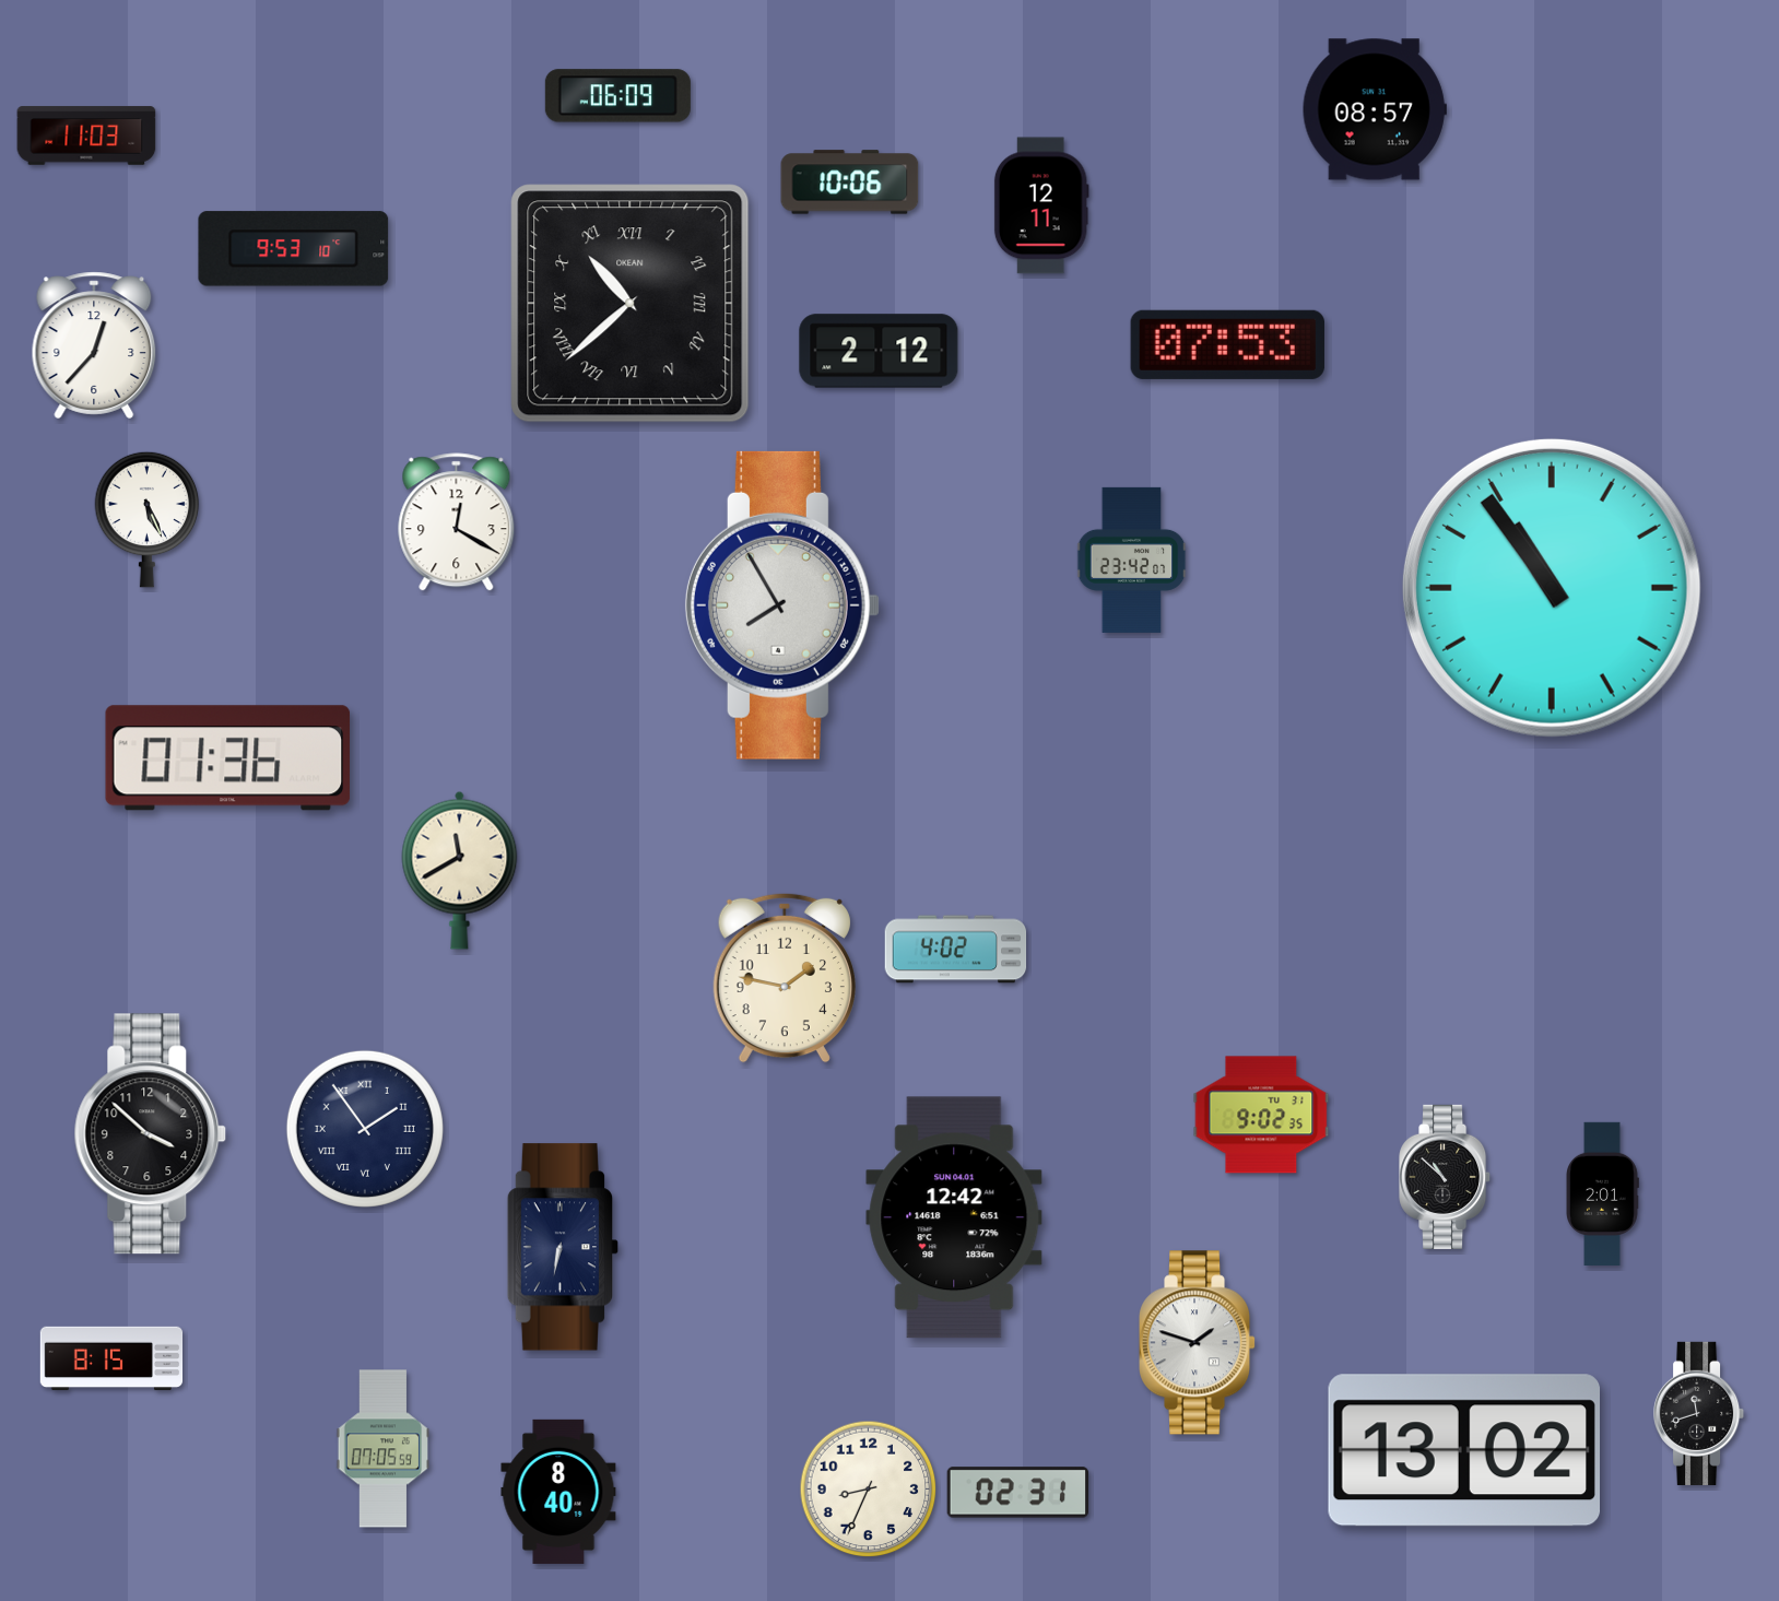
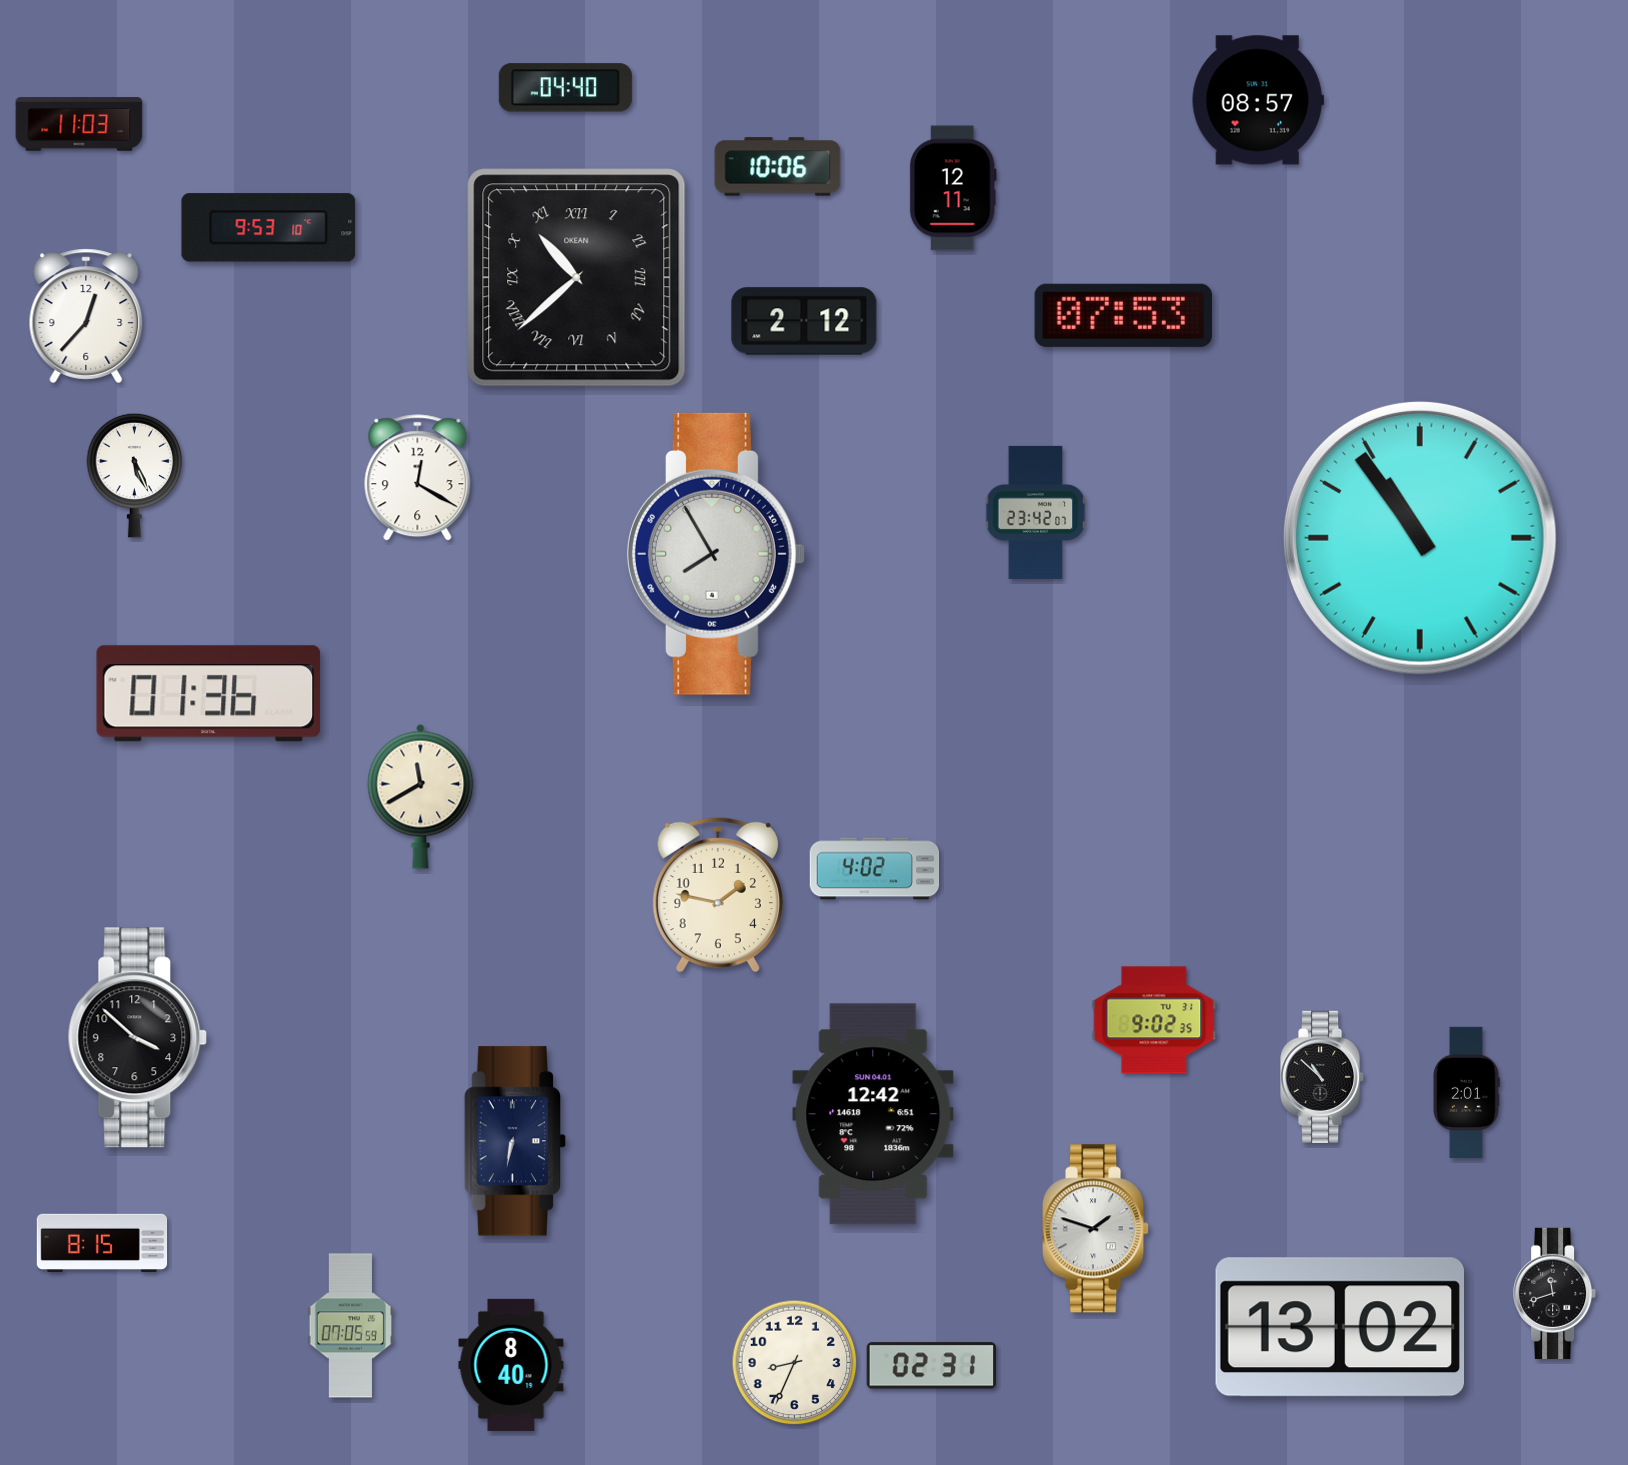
clock at (617, 96): 06:09 -> 04:40
clock at (365, 1129): 1:54 -> none
